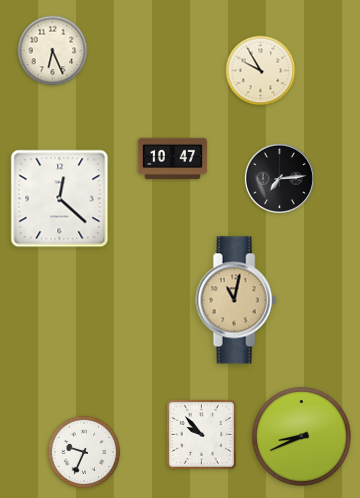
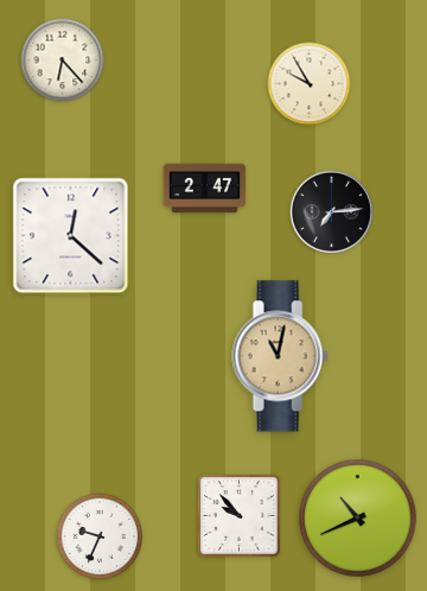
clock at (53, 51): 6:26 -> 6:23
clock at (173, 159): 10:47 -> 2:47
clock at (302, 437): 8:41 -> 10:41
